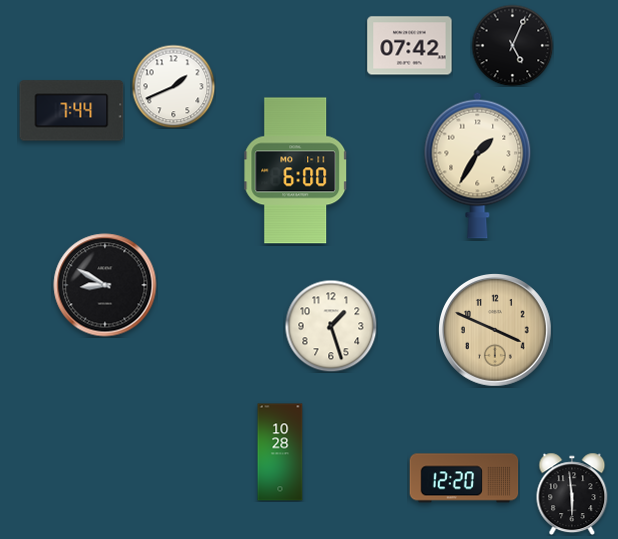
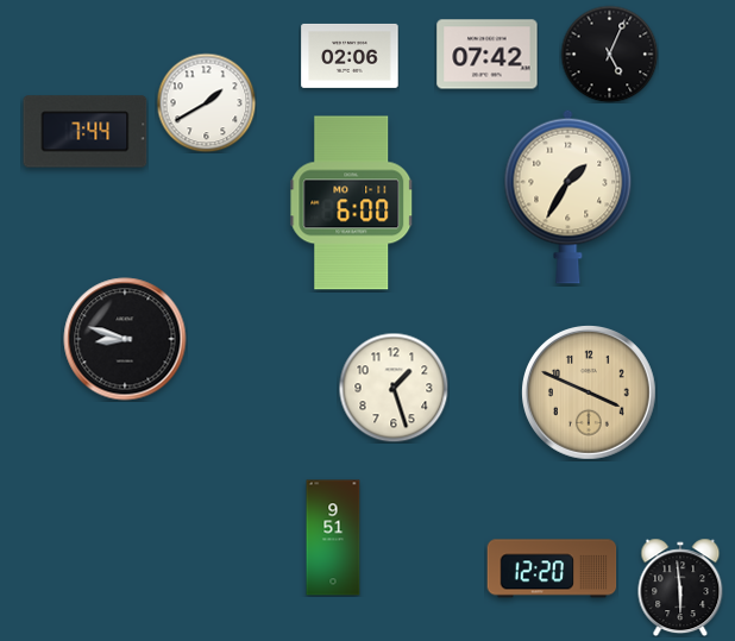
clock at (350, 56): none -> 02:06
clock at (173, 86): 1:41 -> 1:40
clock at (105, 285): 8:50 -> 8:48
clock at (280, 452): 10:28 -> 9:51
